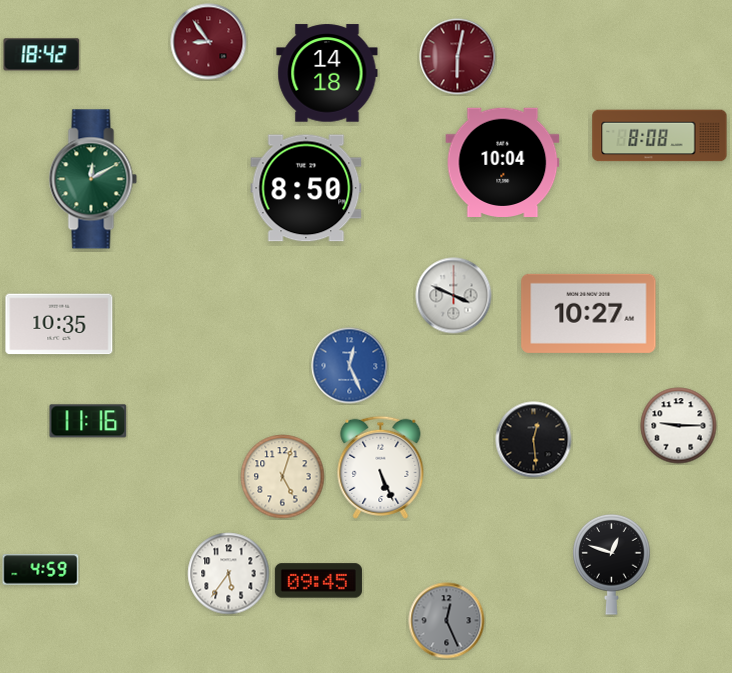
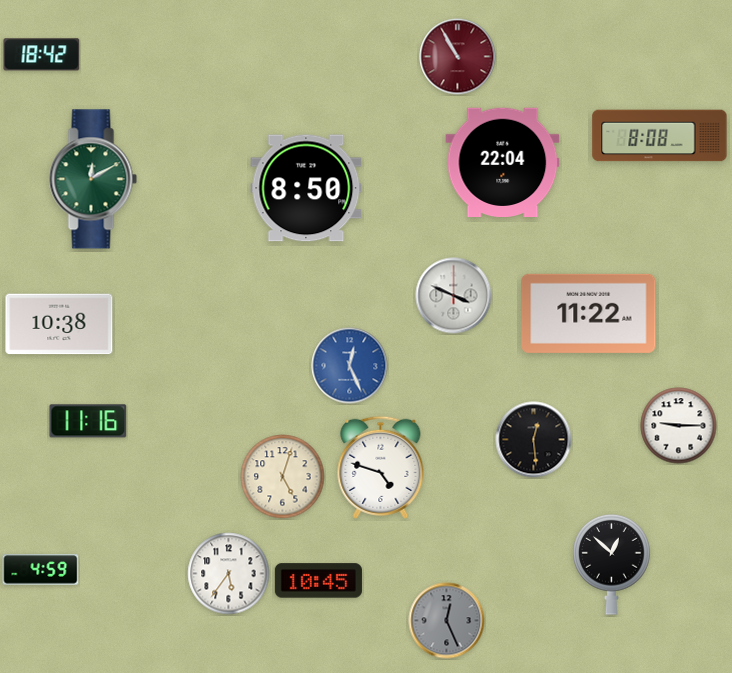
clock at (209, 42): 8:54 -> none
clock at (458, 57): 6:02 -> 10:55
clock at (327, 73): 14:18 -> none
clock at (503, 162): 10:04 -> 22:04
clock at (589, 313): 10:27 -> 11:22
clock at (59, 324): 10:35 -> 10:38
clock at (381, 467): 5:26 -> 4:48
clock at (612, 564): 12:48 -> 12:52
clock at (318, 581): 09:45 -> 10:45
